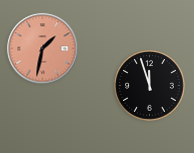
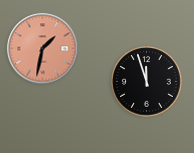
clock at (150, 86) position: (150, 86) -> (147, 82)
